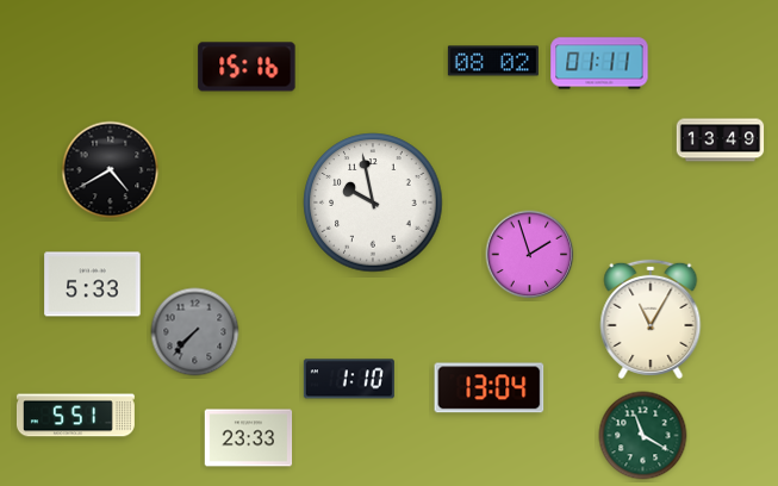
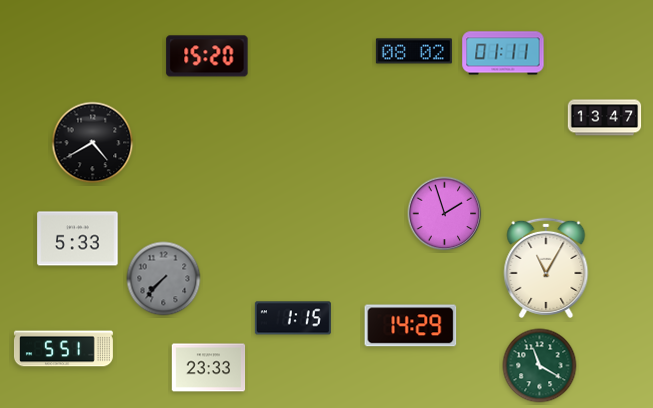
clock at (247, 67): 15:16 -> 15:20
clock at (721, 141): 13:49 -> 13:47
clock at (373, 202): 9:58 -> none
clock at (349, 379): 1:10 -> 1:15
clock at (490, 388): 13:04 -> 14:29
